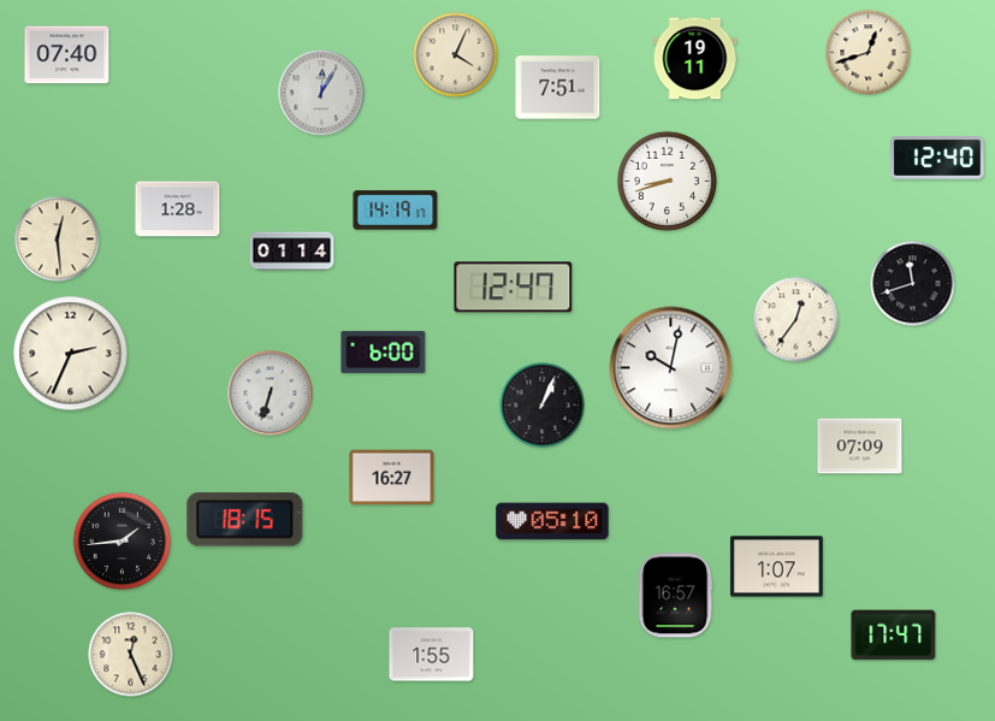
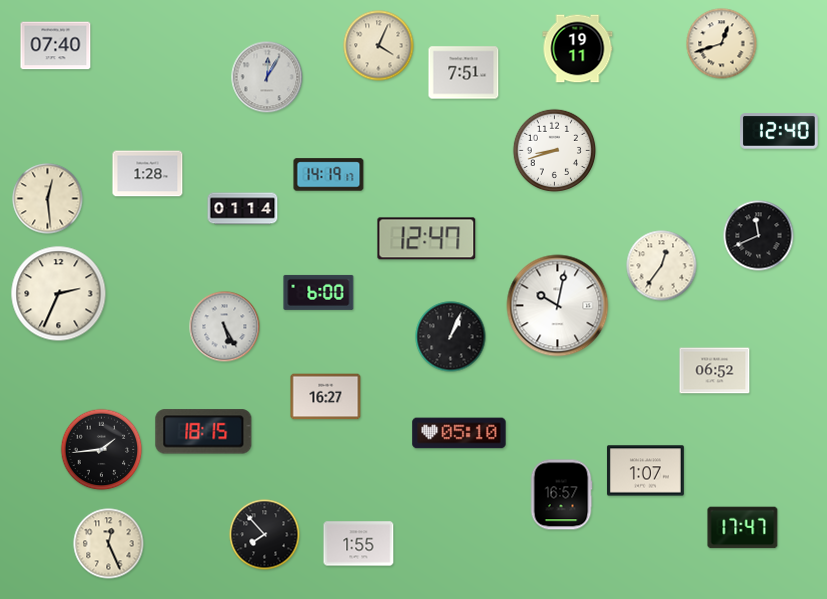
clock at (913, 284): 11:42 -> 11:41
clock at (271, 394): 6:33 -> 5:25
clock at (860, 447): 07:09 -> 06:52
clock at (265, 535): none -> 7:53
